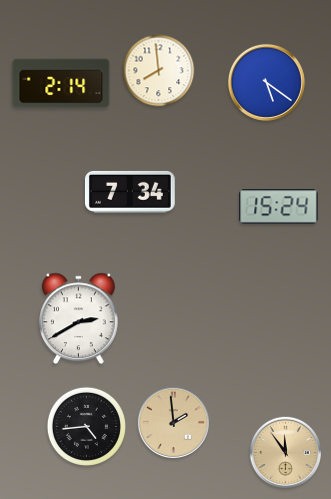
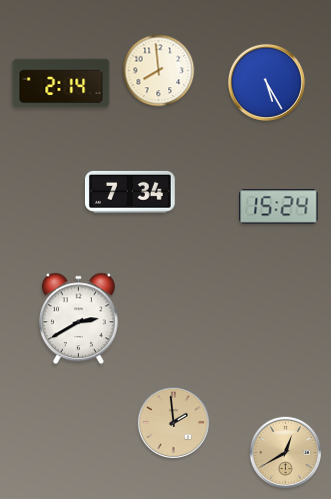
clock at (266, 82): 5:21 -> 5:25
clock at (86, 426): 4:44 -> none
clock at (285, 452): 11:54 -> 12:40
